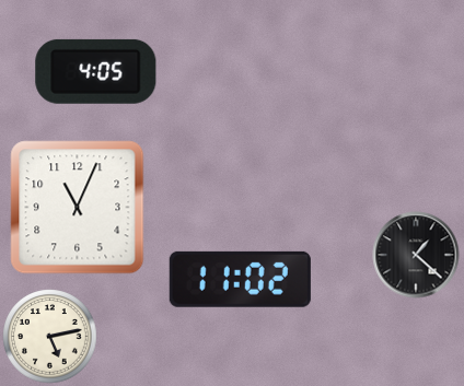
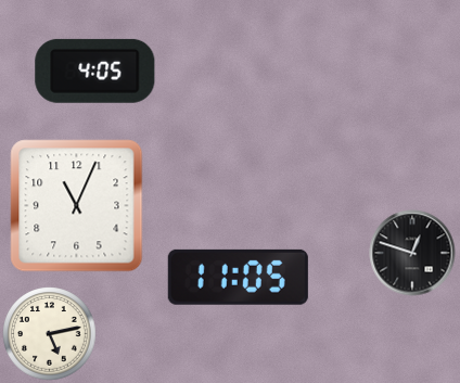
clock at (416, 255): 1:22 -> 12:48
clock at (240, 279): 11:02 -> 11:05
